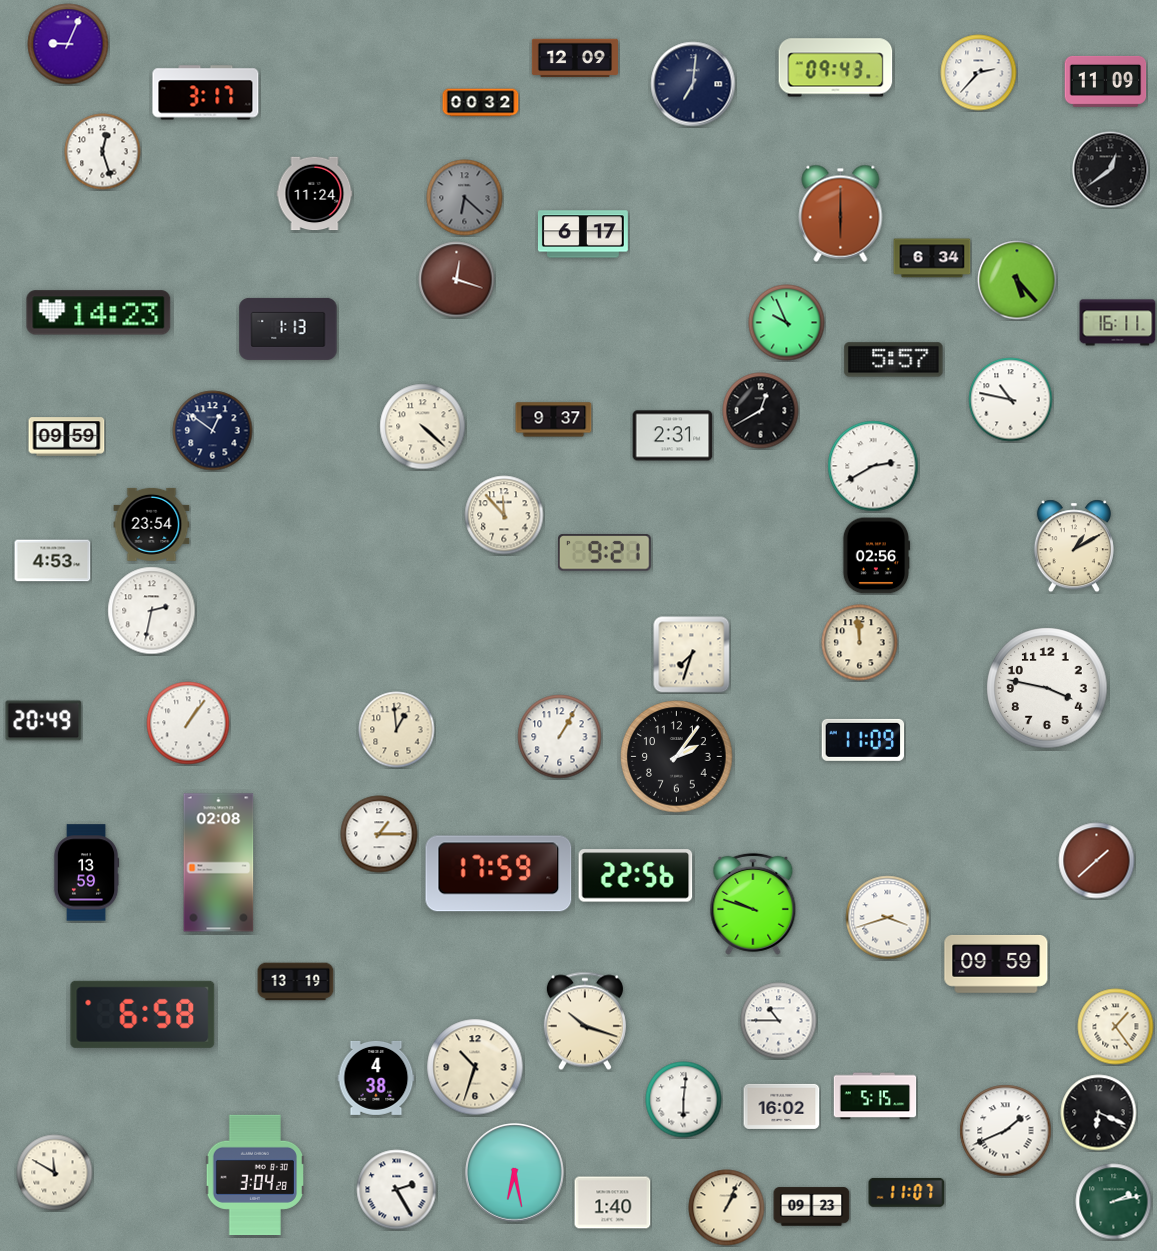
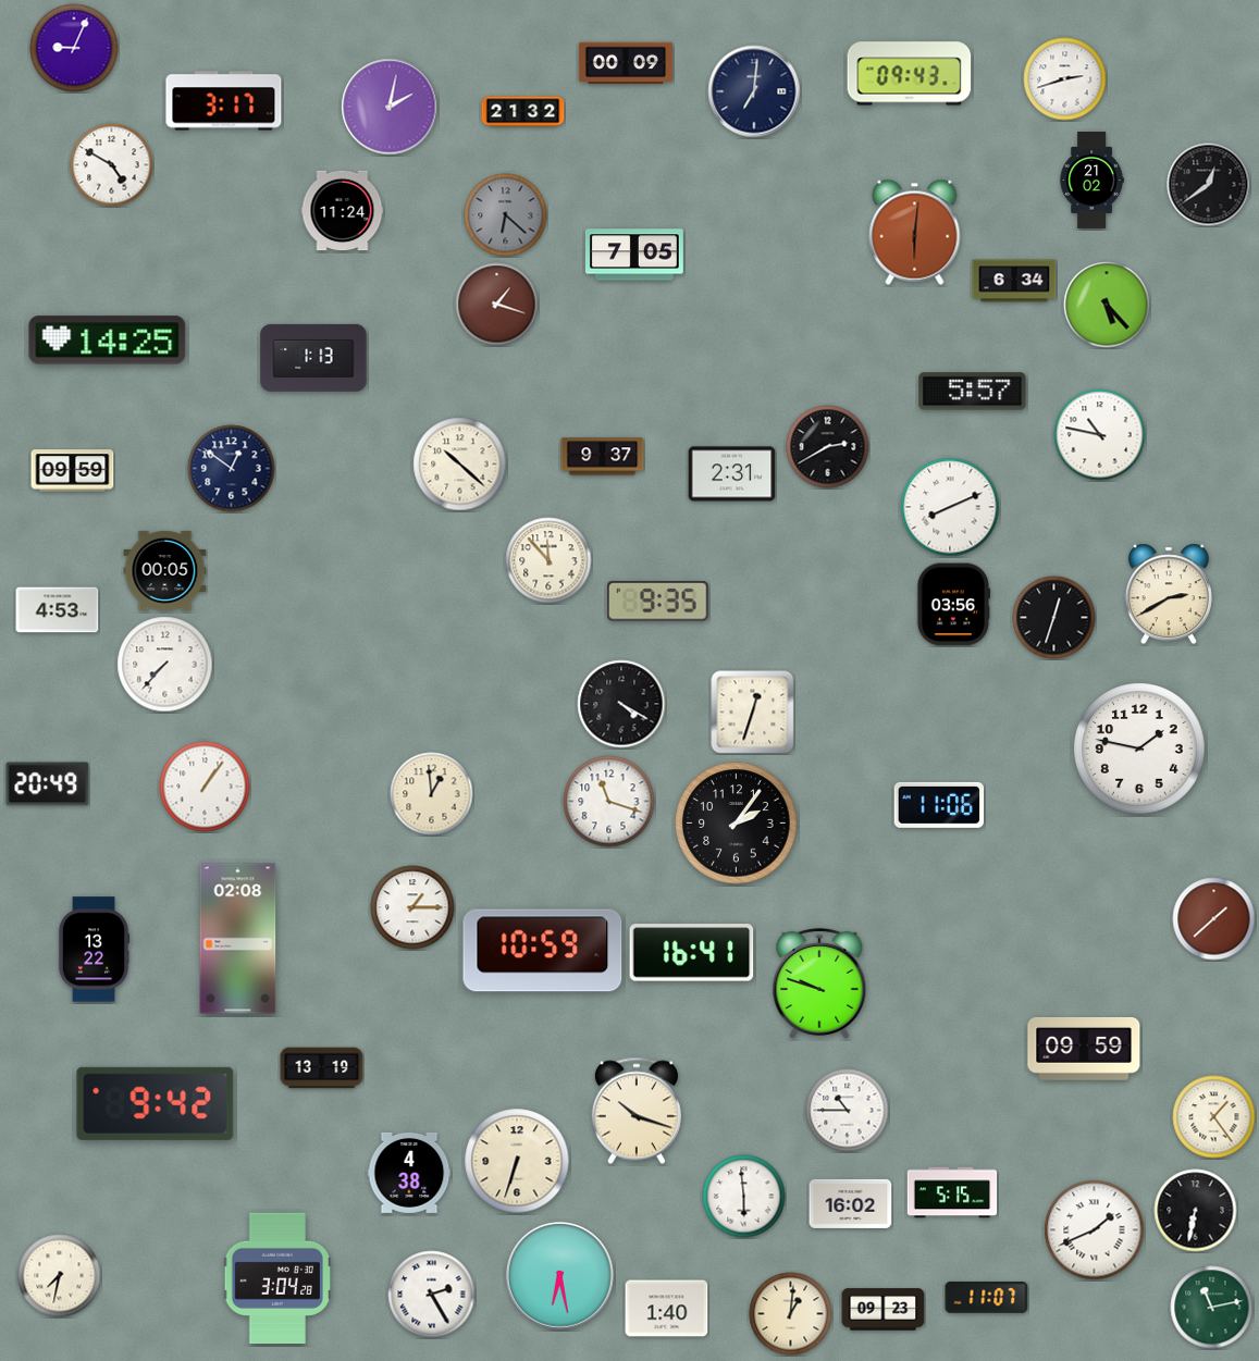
clock at (575, 58): 12:09 -> 00:09
clock at (979, 73): 2:37 -> 2:42
clock at (1106, 81): 11:09 -> none
clock at (390, 107): none -> 2:02
clock at (481, 103): 00:32 -> 21:32
clock at (103, 152): 12:27 -> 4:50
clock at (1091, 180): none -> 21:02
clock at (841, 213): 6:00 -> 6:01
clock at (583, 234): 6:17 -> 7:05
clock at (457, 280): 12:18 -> 1:18
clock at (99, 313): 14:23 -> 14:25
clock at (787, 323): 9:56 -> none
clock at (1118, 323): 16:11 -> none
clock at (761, 411): 12:40 -> 2:40
clock at (423, 427): 4:22 -> 10:22
clock at (67, 437) position: (67, 437) -> (73, 471)
clock at (873, 466): 2:40 -> 8:11
clock at (152, 524): 23:54 -> 00:05
clock at (1074, 546): 1:10 -> 2:40
clock at (605, 553): 9:21 -> 9:35
clock at (876, 556): 02:56 -> 03:56
clock at (1054, 618): none -> 12:33
clock at (152, 611): 2:32 -> 7:37
clock at (860, 643): 11:59 -> none
clock at (621, 704): none -> 4:20
clock at (692, 655): 7:33 -> 12:33
clock at (1047, 688): 3:47 -> 1:47
clock at (560, 737): 1:05 -> 11:18
clock at (863, 740): 11:09 -> 11:06
clock at (1097, 861) position: (1097, 861) -> (1214, 919)
clock at (86, 873): 13:59 -> 13:22
clock at (499, 874): 17:59 -> 10:59
clock at (636, 876): 22:56 -> 16:41
clock at (888, 918): 3:42 -> none
clock at (143, 1014): 6:58 -> 9:42
clock at (475, 1067): 10:33 -> 6:33
clock at (684, 1100): 6:01 -> 5:59
clock at (1099, 1113): 6:19 -> 6:32
clock at (55, 1173): 11:50 -> 7:32
clock at (1114, 1202): 2:13 -> 11:13
clock at (812, 1207) position: (812, 1207) -> (884, 1310)
clock at (727, 1208): 1:04 -> 1:01
